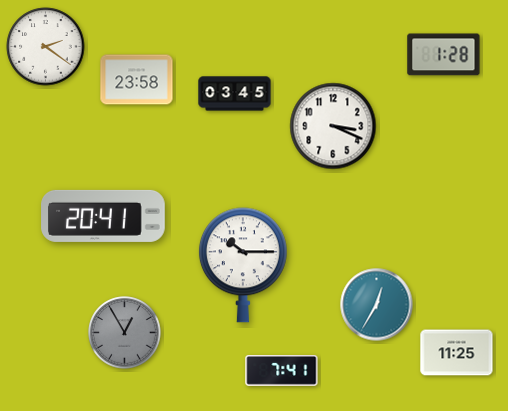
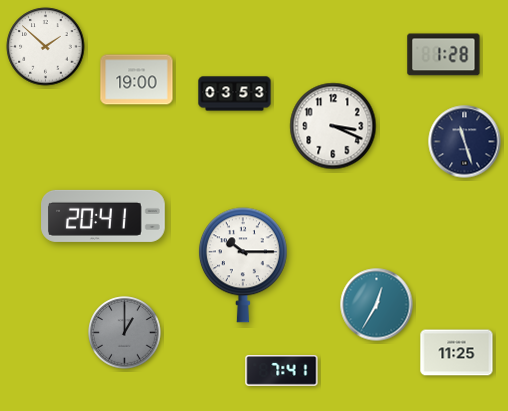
clock at (46, 47): 2:21 -> 1:52
clock at (137, 80): 23:58 -> 19:00
clock at (235, 94): 03:45 -> 03:53
clock at (465, 142): none -> 11:27
clock at (125, 333): 12:55 -> 1:00
